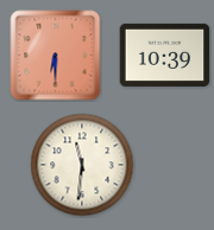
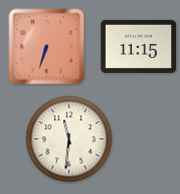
clock at (165, 55): 10:39 -> 11:15
clock at (56, 56): 6:30 -> 6:33
